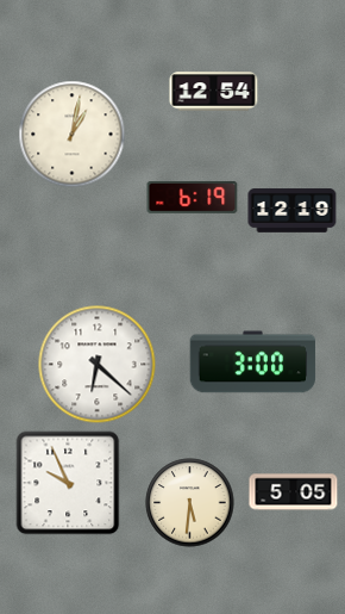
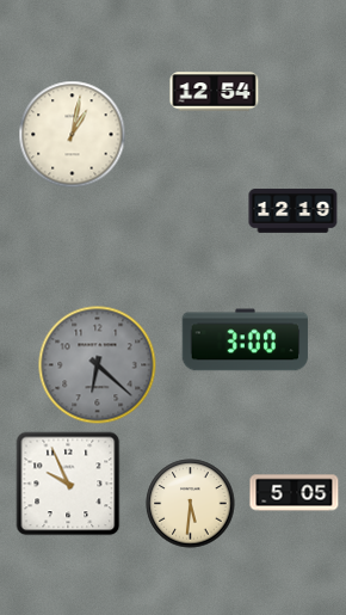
clock at (193, 197): 6:19 -> none
clock at (253, 362) position: (253, 362) -> (246, 340)
clock at (98, 365) dial: white -> grey
